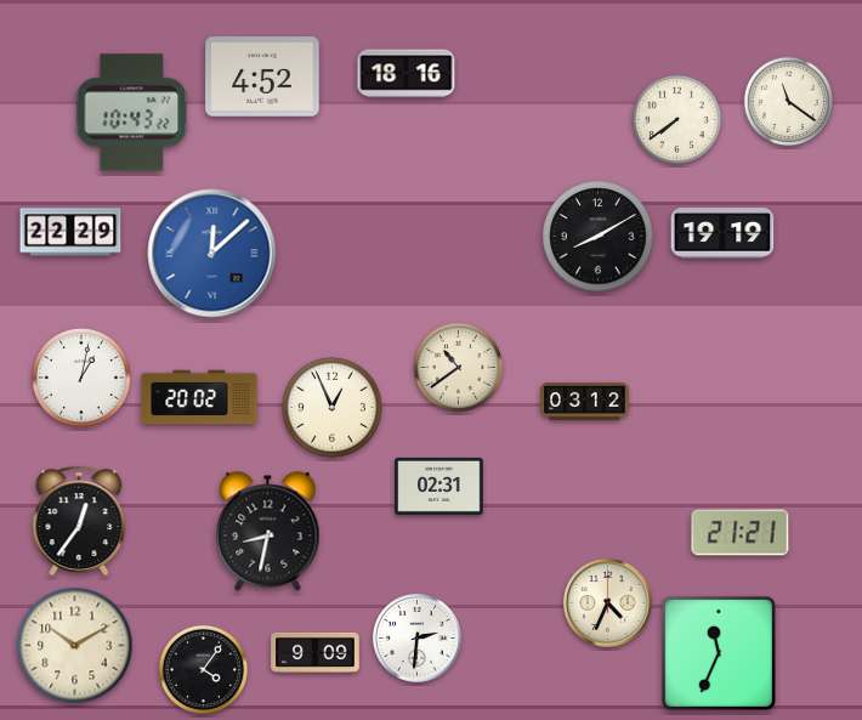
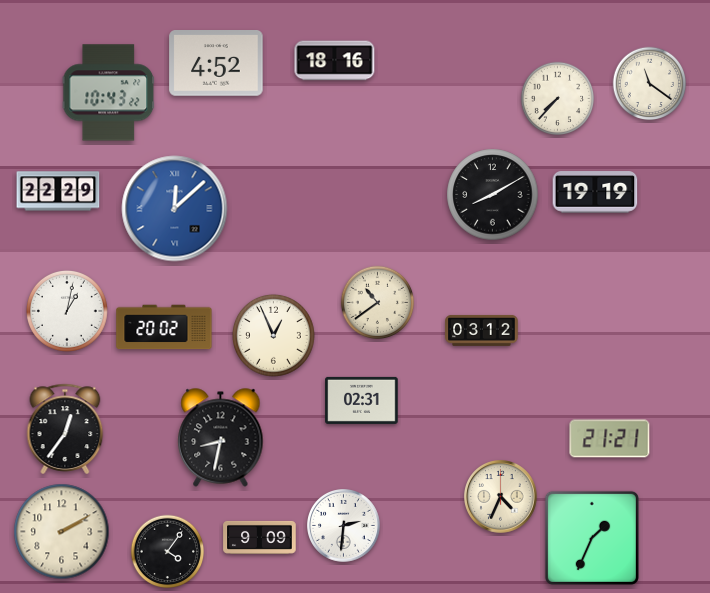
clock at (677, 120): 7:39 -> 7:37
clock at (75, 646): 10:10 -> 2:10
clock at (719, 653): 11:34 -> 1:34
